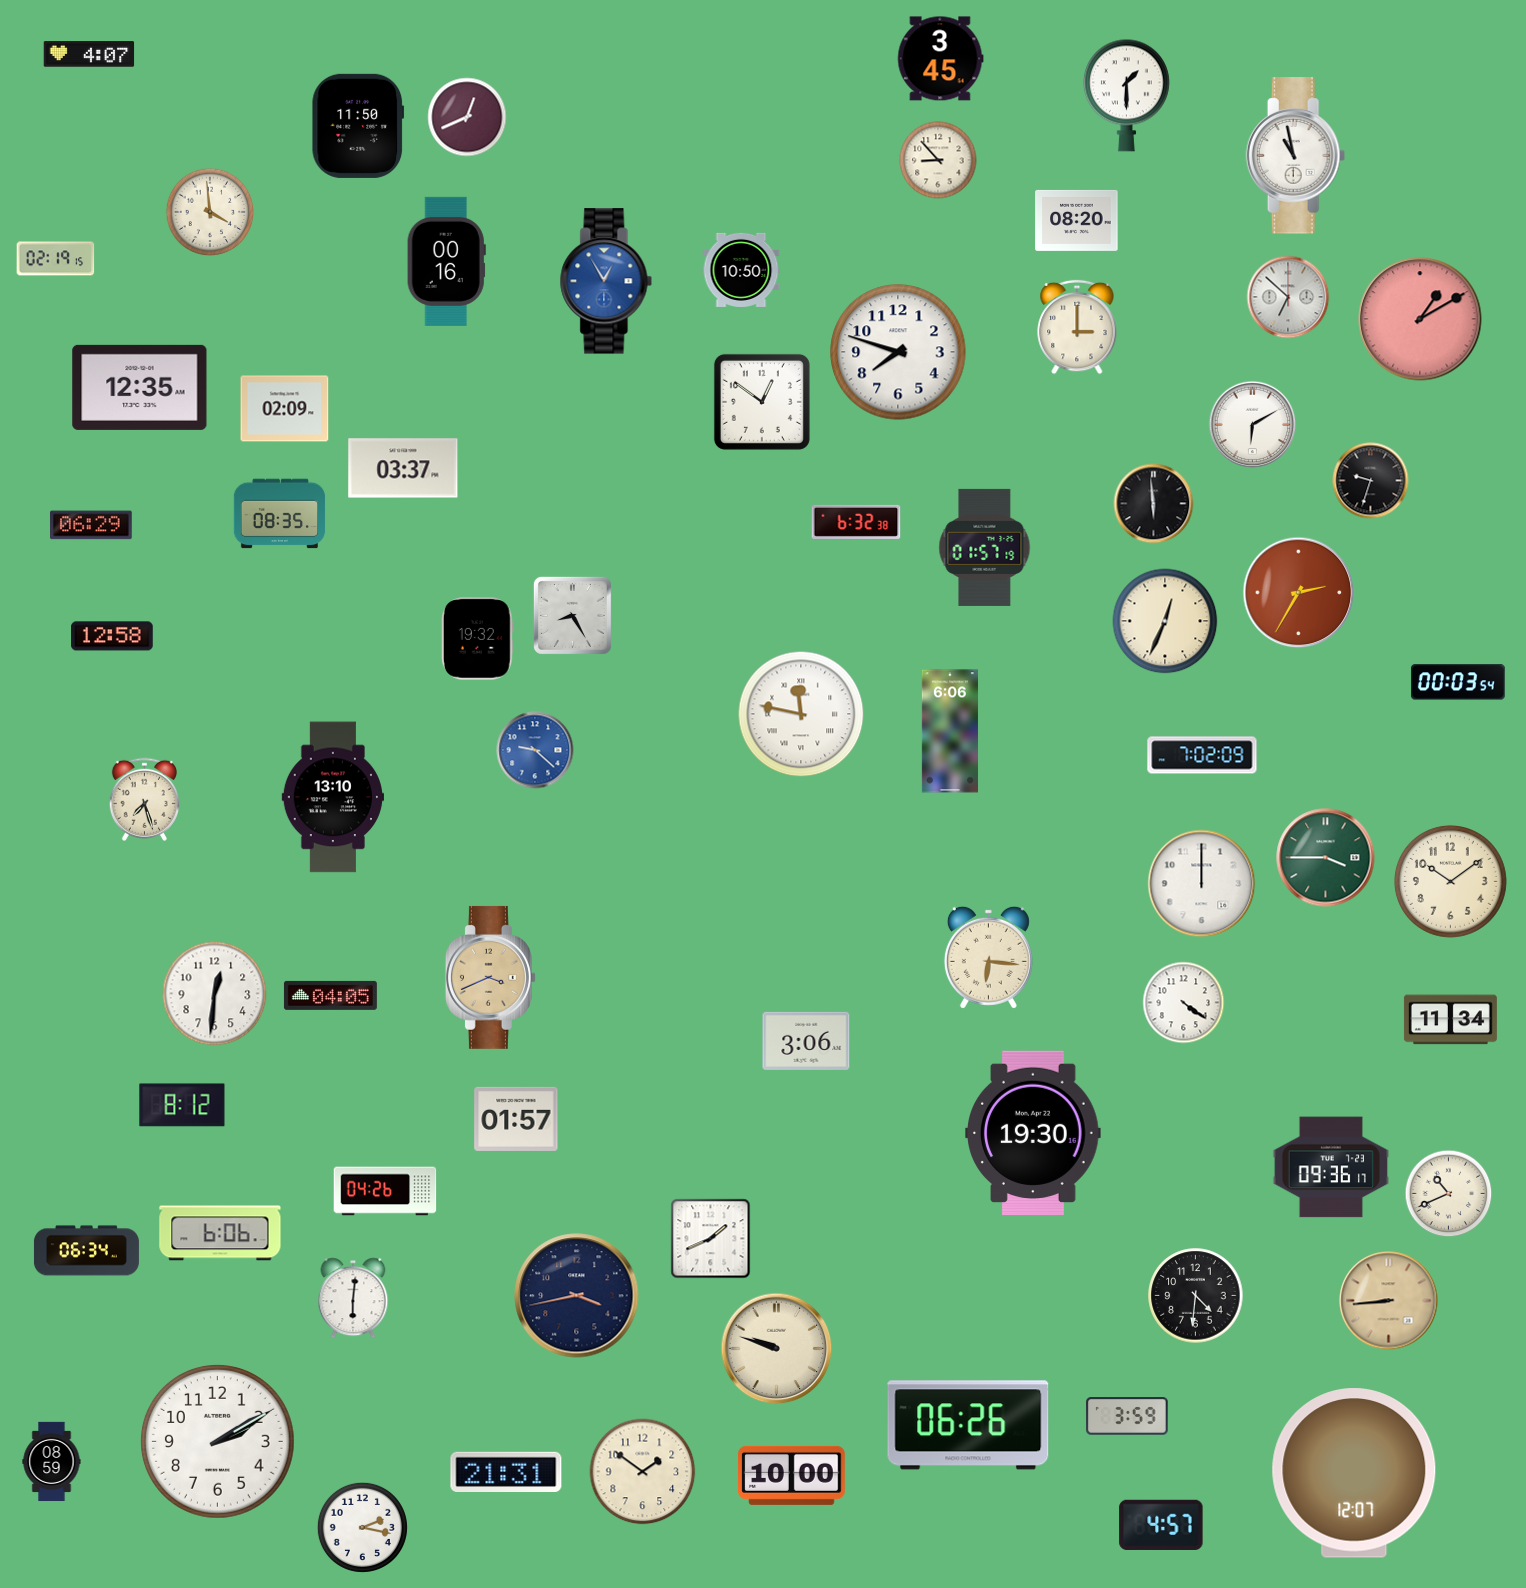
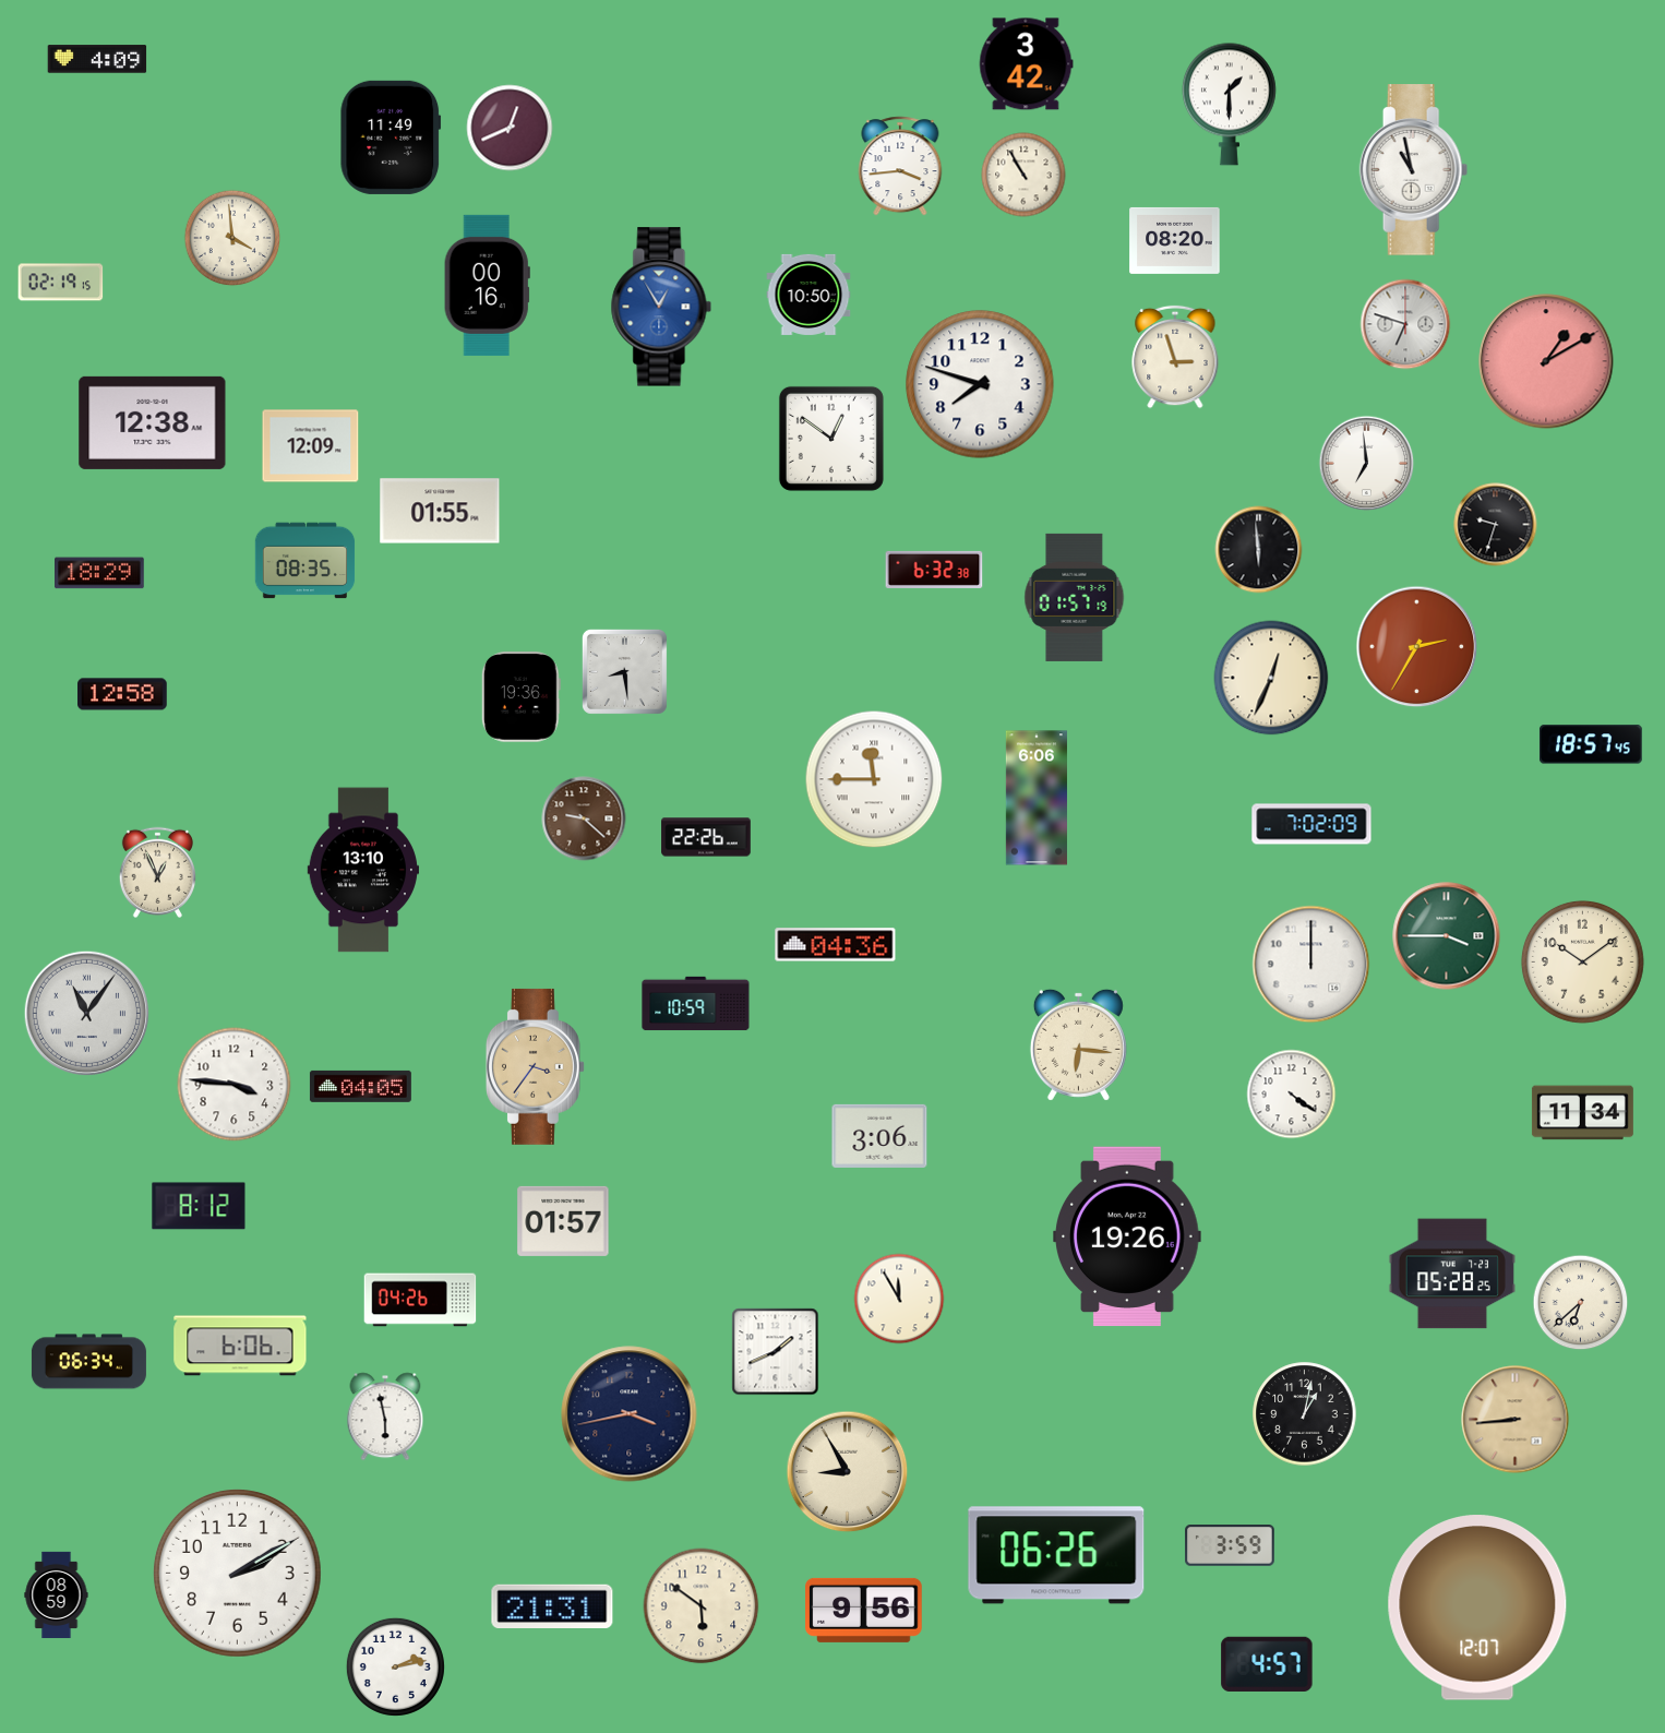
clock at (89, 54): 4:07 -> 4:09
clock at (940, 59): 3:45 -> 3:42
clock at (358, 126): 11:50 -> 11:49
clock at (900, 166): none -> 3:44
clock at (938, 160): 8:53 -> 10:55
clock at (210, 212) position: (210, 212) -> (232, 238)
clock at (1288, 297): 6:52 -> 6:48
clock at (1420, 319) position: (1420, 319) -> (1546, 361)
clock at (1077, 327): 3:00 -> 2:57
clock at (140, 387): 12:35 -> 12:38
clock at (285, 409): 02:09 -> 12:09
clock at (1253, 425): 6:10 -> 6:59
clock at (403, 468): 03:37 -> 01:55
clock at (92, 525): 06:29 -> 18:29
clock at (572, 615): 8:25 -> 8:29
clock at (477, 639): 19:32 -> 19:36
clock at (1458, 682): 00:03 -> 18:57
clock at (801, 714): 11:47 -> 11:45
clock at (535, 750) dial: blue -> brown
clock at (706, 837): none -> 22:26
clock at (144, 799): 7:27 -> 12:56
clock at (836, 945): none -> 04:36
clock at (696, 1004): none -> 10:59
clock at (86, 1013): none -> 11:06
clock at (490, 977): 3:41 -> 3:36
clock at (215, 994): 12:31 -> 3:46
clock at (1033, 1133): 19:30 -> 19:26
clock at (1331, 1167): 09:36 -> 05:28
clock at (899, 1299): none -> 11:55
clock at (1449, 1194): 10:41 -> 6:38
clock at (86, 1251) position: (86, 1251) -> (88, 1362)
clock at (1196, 1296): 4:31 -> 1:02
clock at (353, 1298): 6:01 -> 5:58
clock at (777, 1349): 9:48 -> 8:55
clock at (643, 1472): 1:51 -> 5:51
clock at (792, 1475): 10:00 -> 9:56
clock at (362, 1527): 2:17 -> 2:13
